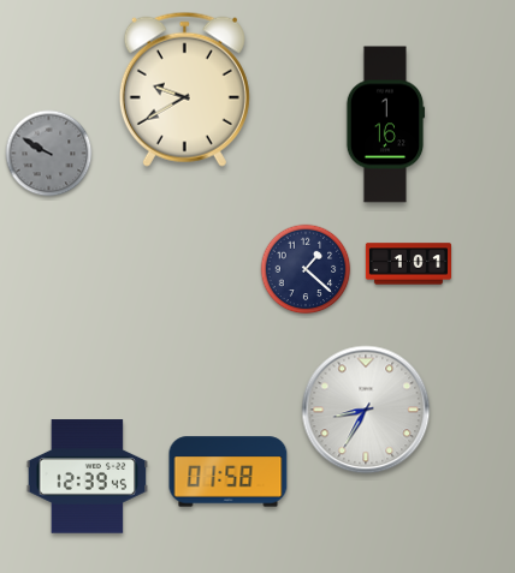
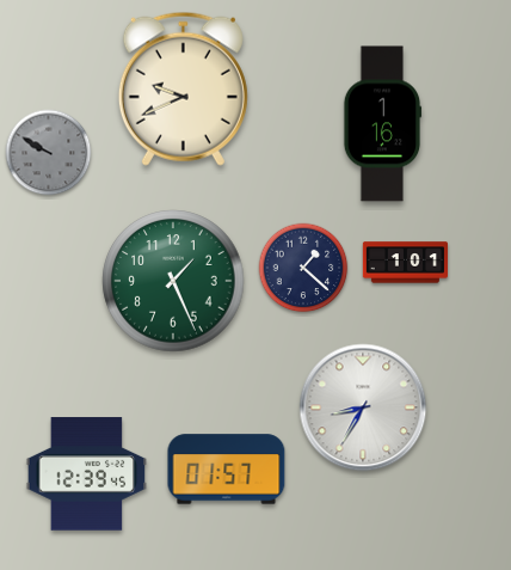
clock at (184, 89): 9:40 -> 9:41
clock at (173, 281): none -> 1:26
clock at (229, 472): 01:58 -> 01:57
